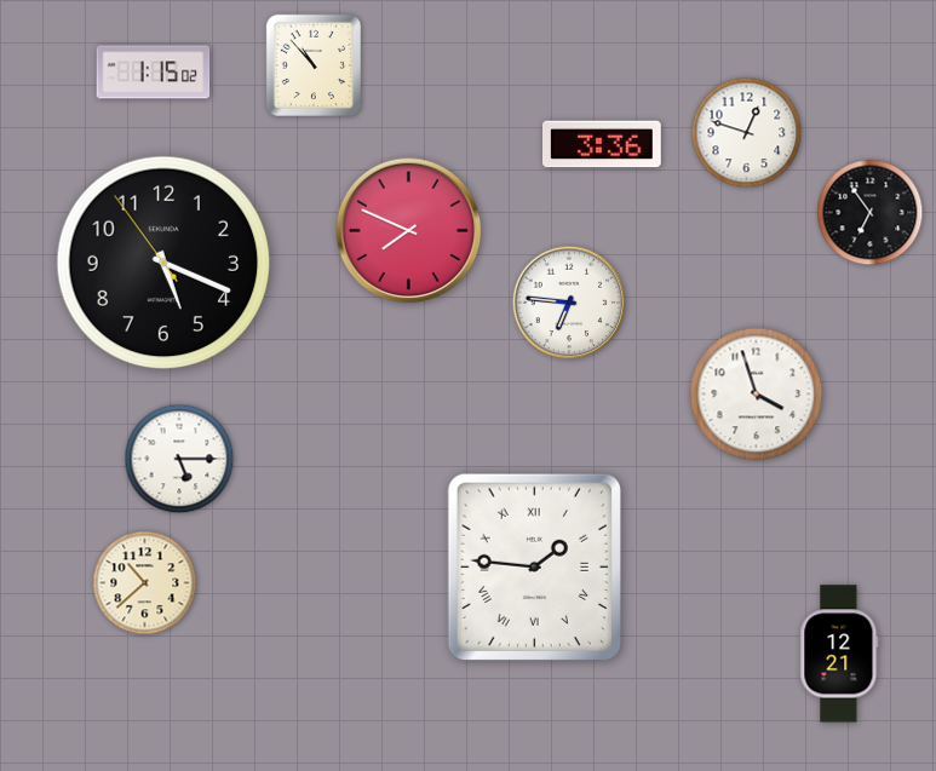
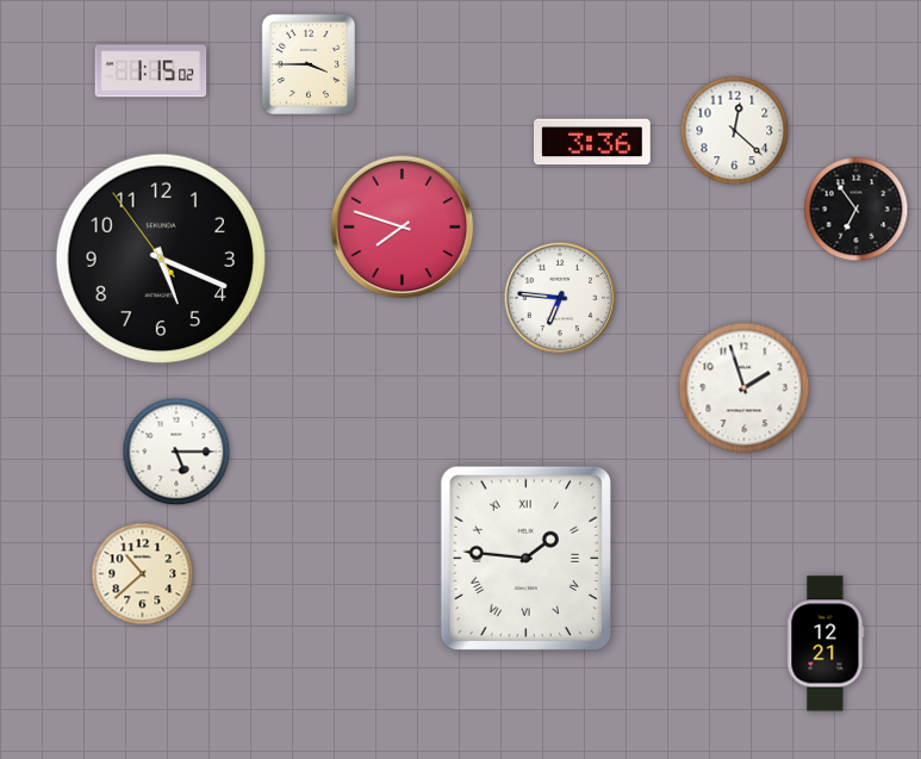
clock at (312, 64): 10:53 -> 3:45
clock at (747, 133): 12:48 -> 12:22
clock at (409, 231): 7:49 -> 7:48
clock at (757, 395): 3:57 -> 1:57
